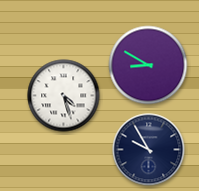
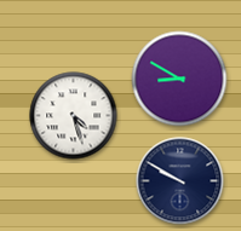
clock at (64, 96) position: (64, 96) -> (74, 116)
clock at (149, 150): 9:55 -> 9:50
